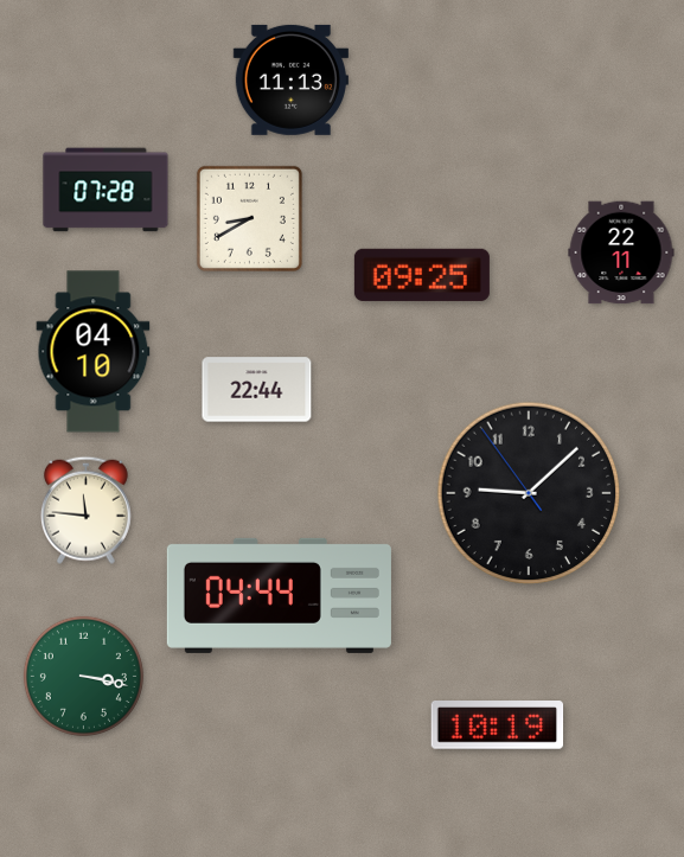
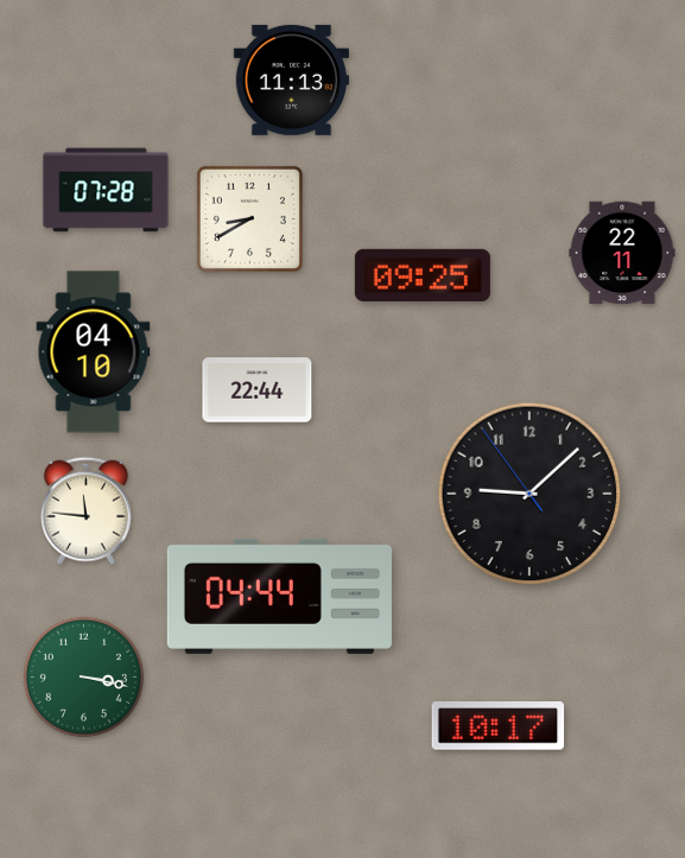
clock at (498, 725): 10:19 -> 10:17
